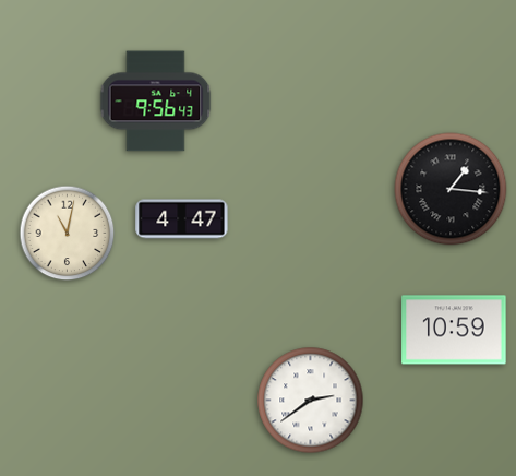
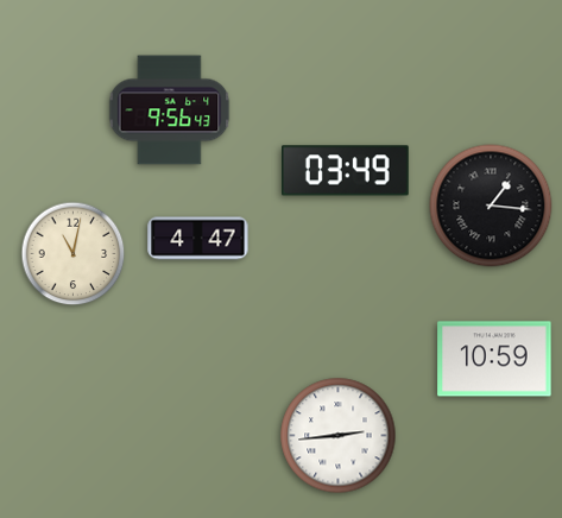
clock at (345, 171): none -> 03:49
clock at (311, 401): 2:39 -> 2:44
